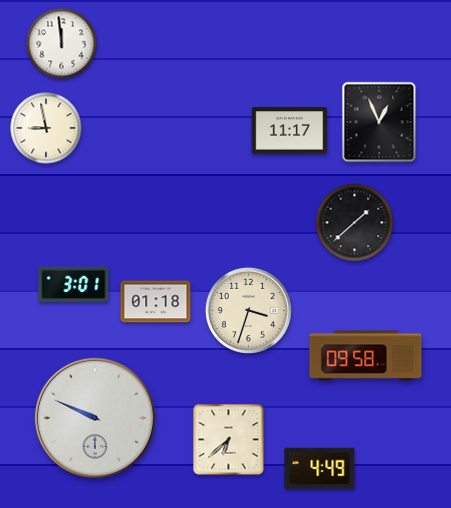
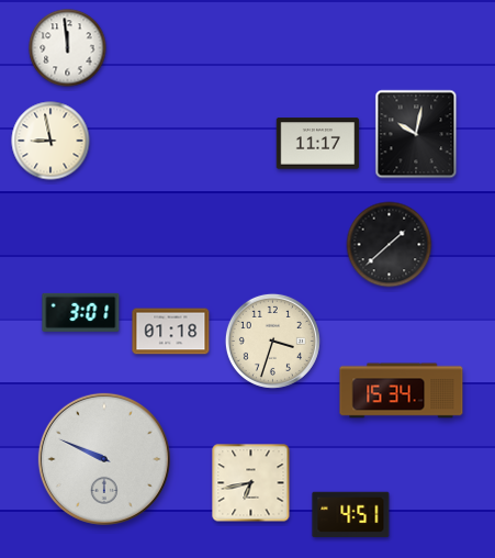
clock at (379, 122): 12:56 -> 10:02
clock at (366, 356): 09:58 -> 15:34
clock at (229, 440): 6:38 -> 6:43
clock at (320, 469): 4:49 -> 4:51
